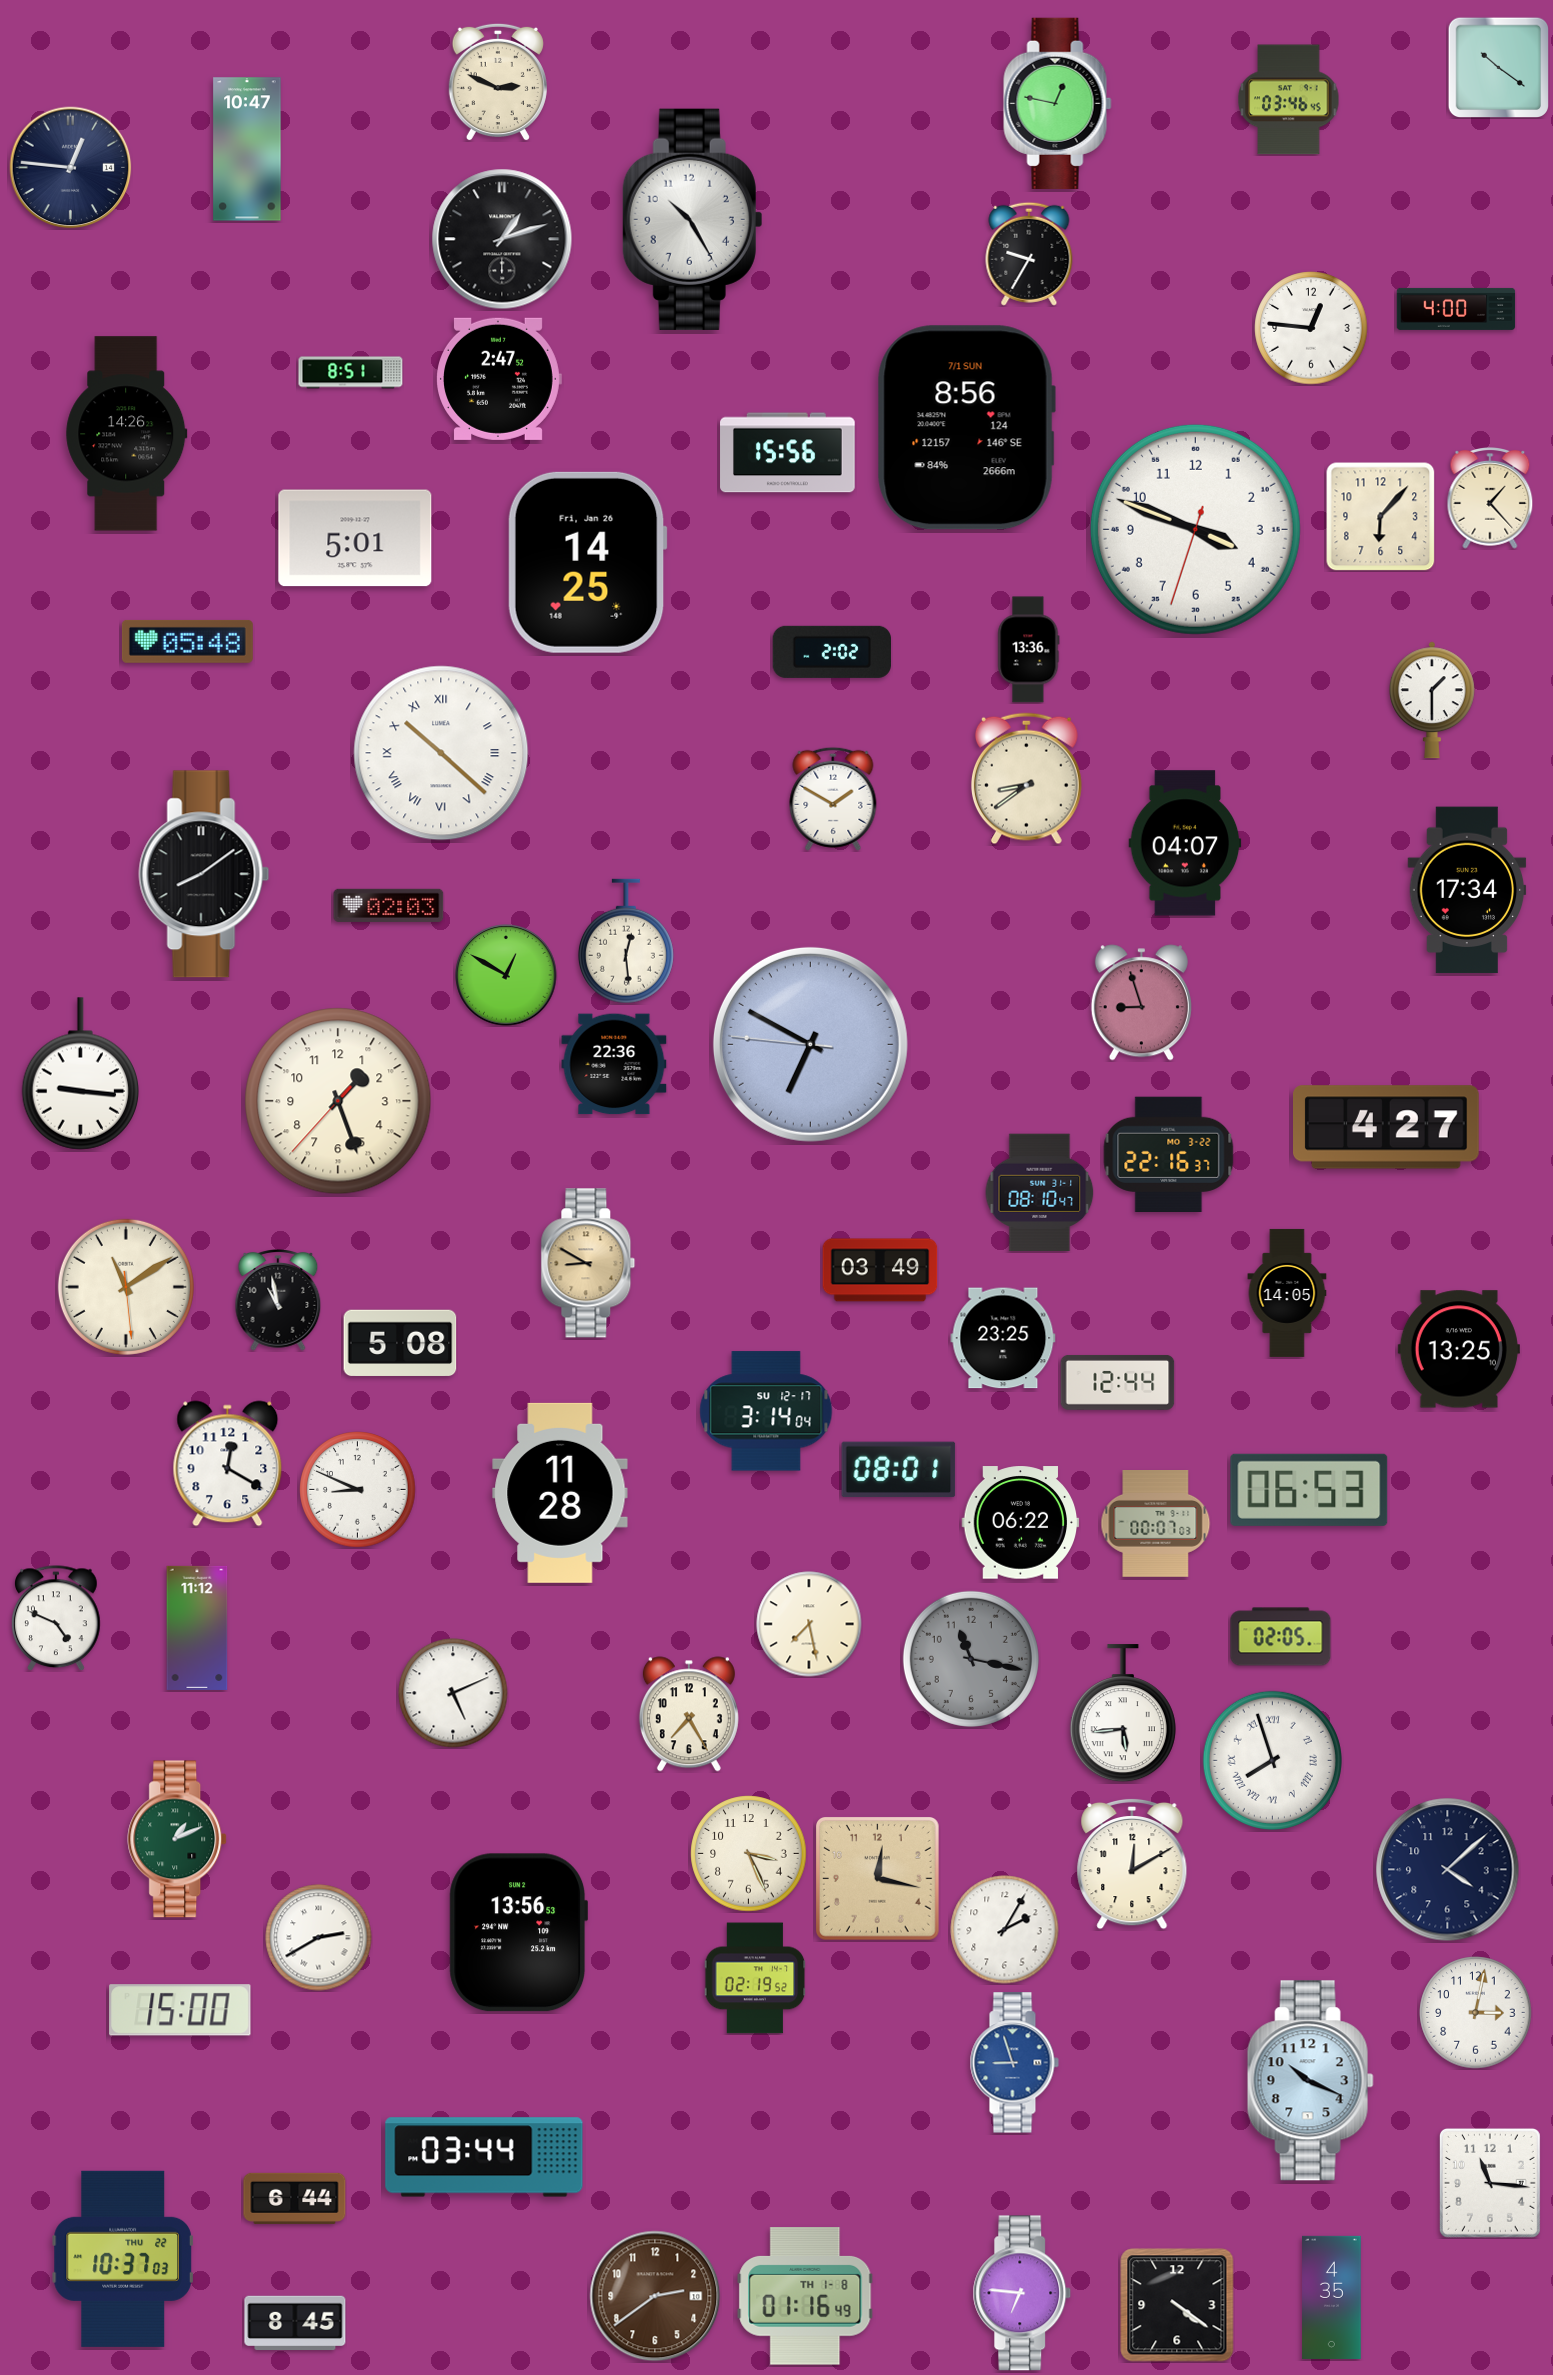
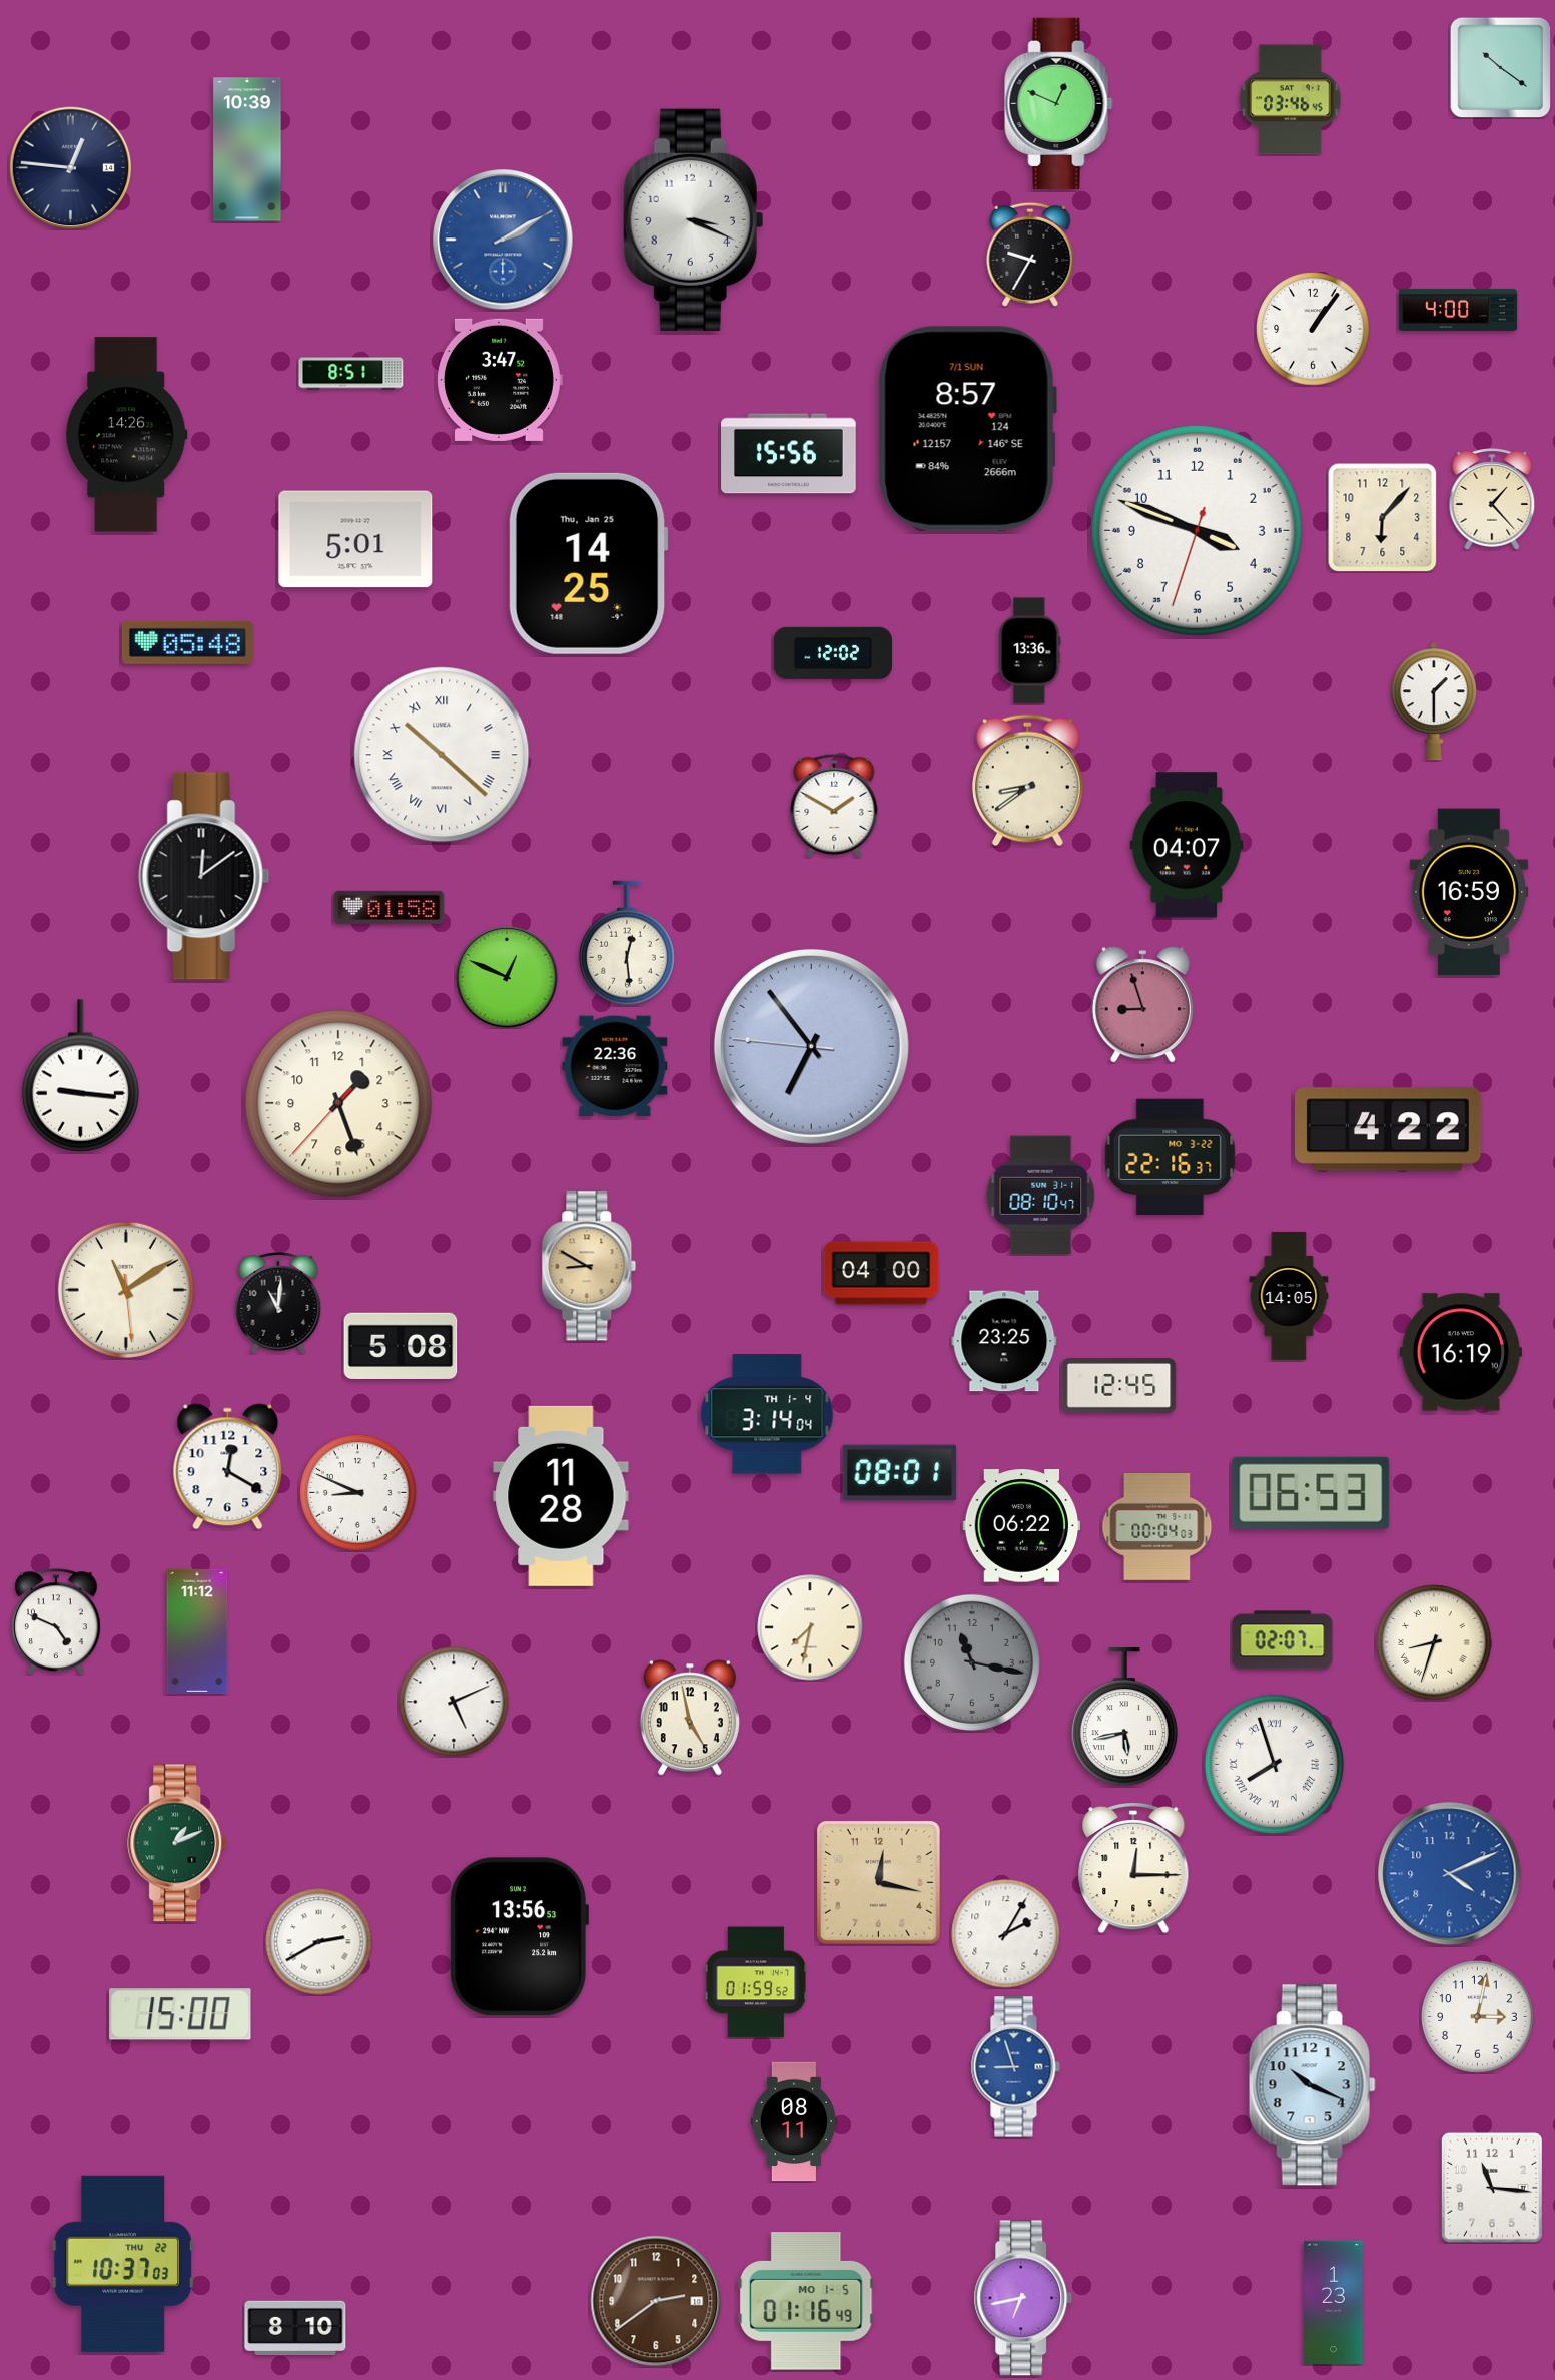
clock at (498, 82): 2:49 -> none
clock at (1058, 103): 12:47 -> 12:49
clock at (247, 149): 10:47 -> 10:39
clock at (693, 219): 10:25 -> 3:19
clock at (502, 239): 1:12 -> 2:10
clock at (502, 239) dial: black -> blue
clock at (1311, 328): 12:46 -> 1:06
clock at (499, 379): 2:47 -> 3:47
clock at (966, 428): 8:56 -> 8:57
clock at (587, 562) date: Fri, Jan 26 -> Thu, Jan 25
clock at (831, 652): 2:02 -> 12:02
clock at (833, 799) position: (833, 799) -> (834, 806)
clock at (204, 874): 8:09 -> 12:09
clock at (1467, 890): 17:34 -> 16:59
clock at (389, 905): 02:03 -> 01:58
clock at (506, 975): 12:50 -> 12:49
clock at (810, 1044): 6:49 -> 6:53
clock at (1387, 1127): 4:27 -> 4:22
clock at (880, 1270): 03:49 -> 04:00
clock at (278, 1301): 10:58 -> 11:01
clock at (1459, 1349): 13:25 -> 16:19
clock at (1118, 1382): 12:44 -> 12:45
clock at (766, 1411) date: SU 12-17 -> TH 1-4
clock at (1156, 1524): 00:07 -> 00:04
clock at (809, 1624): 7:28 -> 7:32
clock at (1281, 1637): 02:05 -> 02:07
clock at (1434, 1642): none -> 8:33
clock at (453, 1693) position: (453, 1693) -> (454, 1702)
clock at (689, 1714): 7:25 -> 4:58
clock at (1123, 1714): 5:44 -> 5:43
clock at (749, 1854): 3:26 -> none
clock at (1132, 1864): 12:10 -> 12:15
clock at (1448, 1870): 4:08 -> 4:11
clock at (1448, 1870) dial: navy -> blue
clock at (755, 1978): 02:19 -> 01:59
clock at (794, 2121): none -> 08:11
clock at (484, 2157): 03:44 -> none
clock at (295, 2198): 6:44 -> none
clock at (1022, 2293): 6:46 -> 6:43
clock at (805, 2296) date: TH 1-8 -> MO 1-5
clock at (1332, 2297): 4:35 -> 1:23
clock at (1177, 2305): 4:21 -> none
clock at (295, 2323): 8:45 -> 8:10
